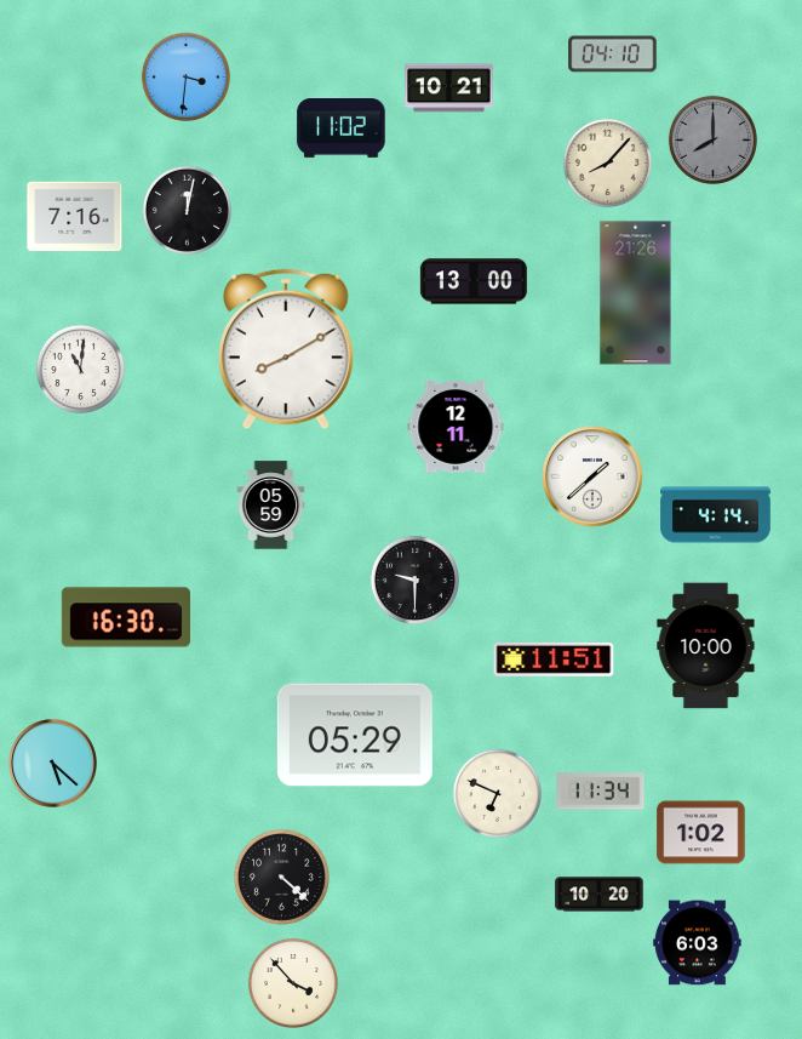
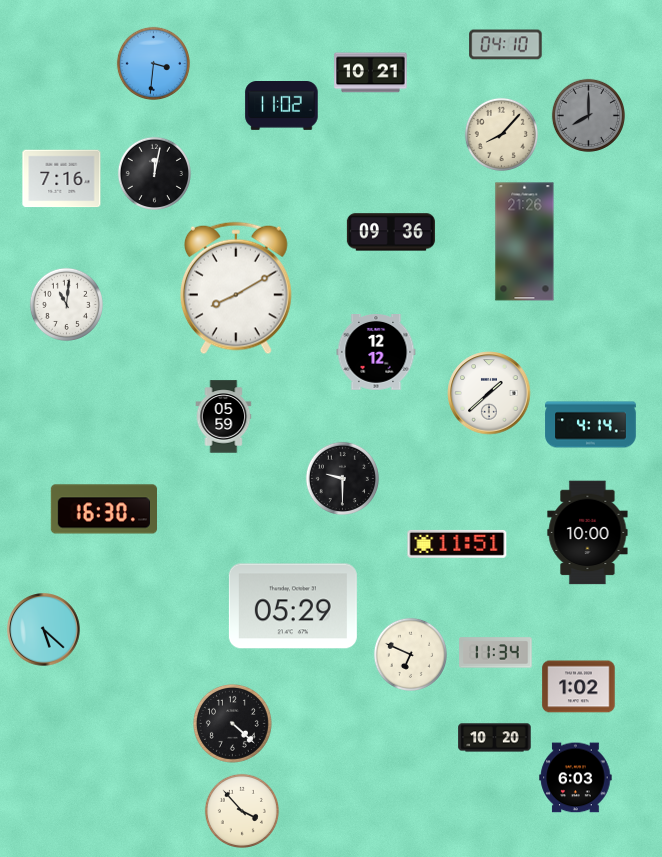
clock at (474, 281): 13:00 -> 09:36
clock at (456, 428): 12:11 -> 12:12
clock at (706, 646) position: (706, 646) -> (588, 533)
